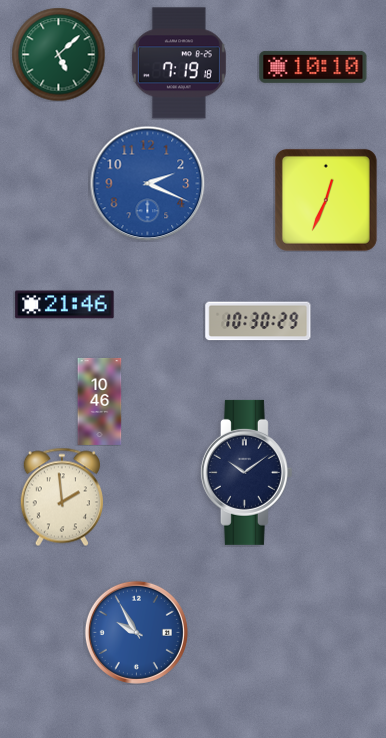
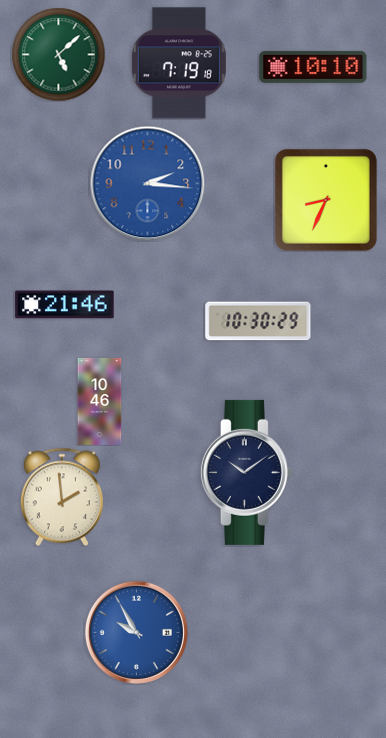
clock at (147, 183): 2:19 -> 2:16
clock at (326, 200): 12:34 -> 8:34
